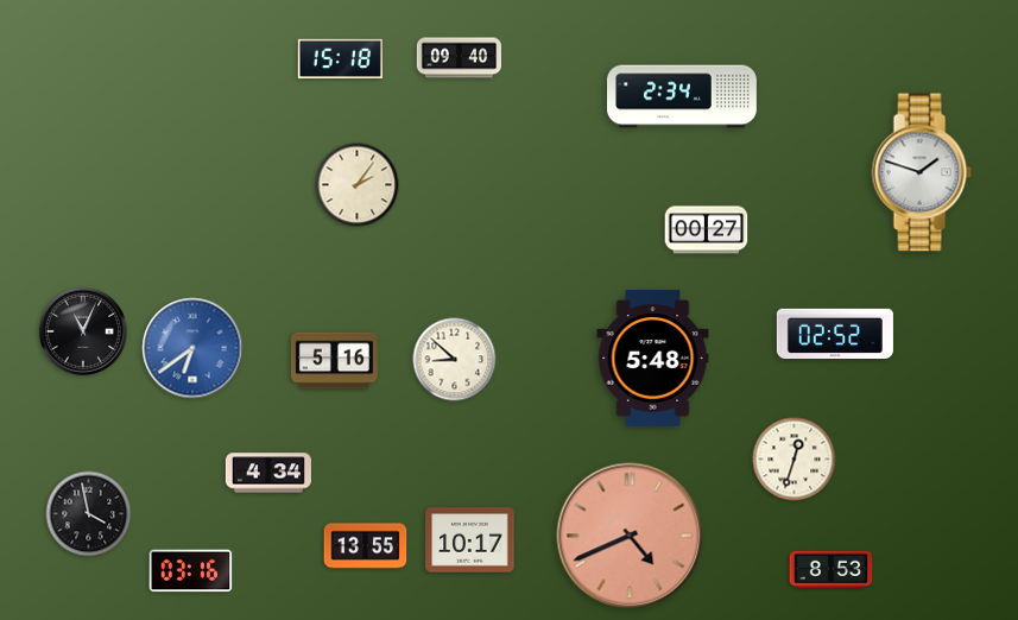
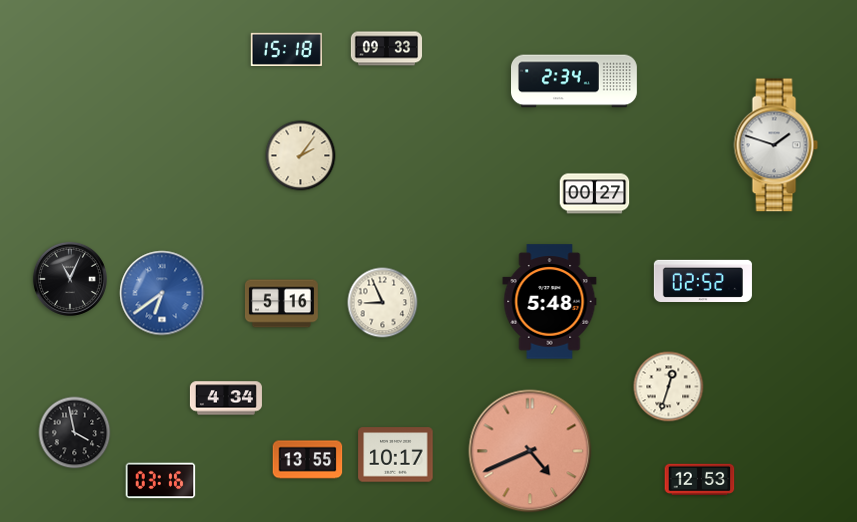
clock at (460, 58): 09:40 -> 09:33
clock at (455, 360): 8:52 -> 8:56
clock at (832, 569): 8:53 -> 12:53
